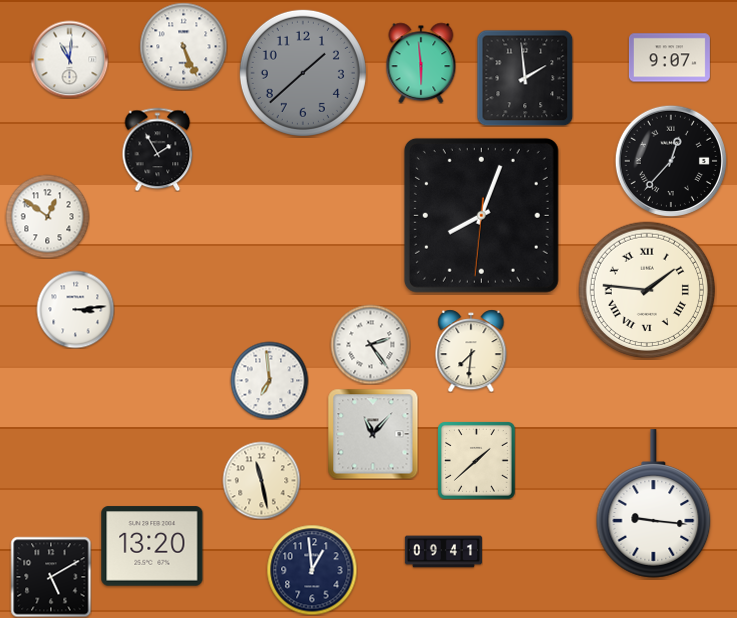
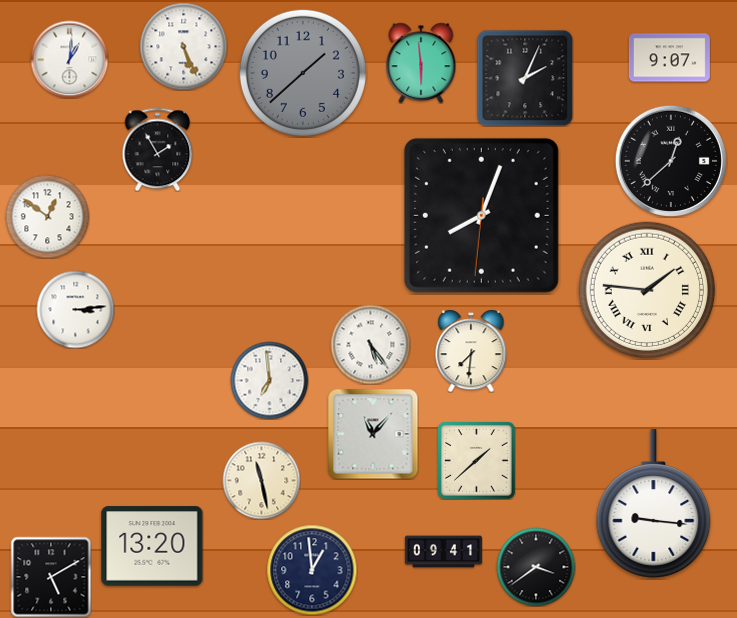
clock at (69, 59): 11:01 -> 1:01
clock at (525, 78): 1:59 -> 2:04
clock at (670, 160): 12:37 -> 12:38
clock at (370, 344): 2:24 -> 5:24
clock at (536, 567): none -> 3:39
